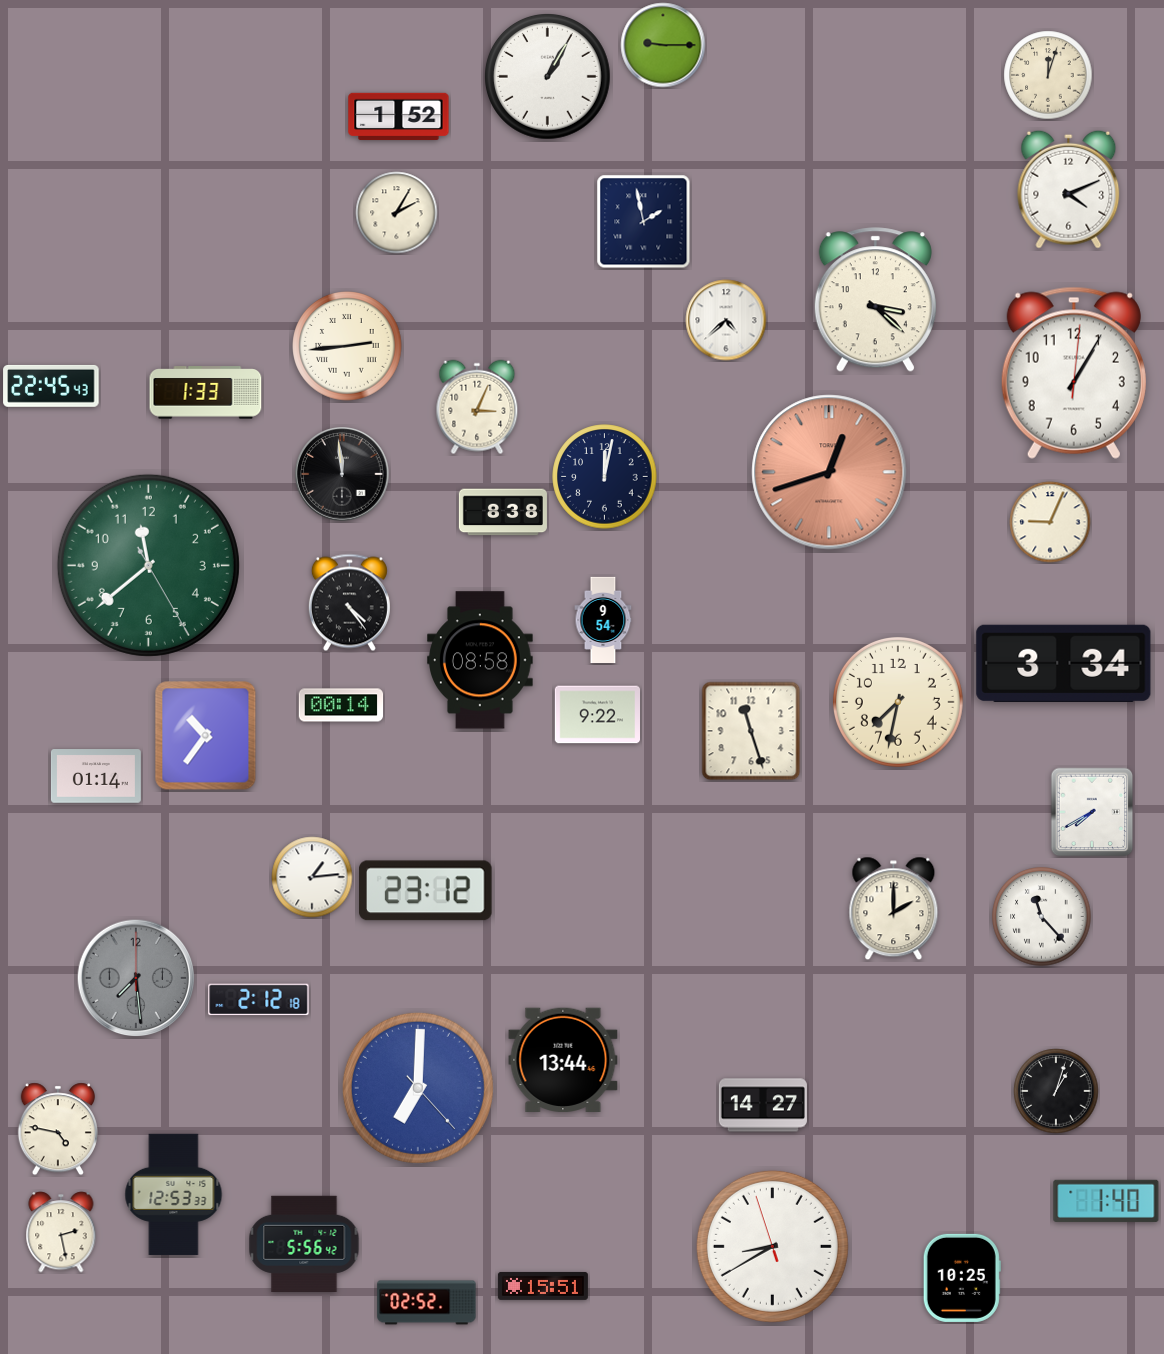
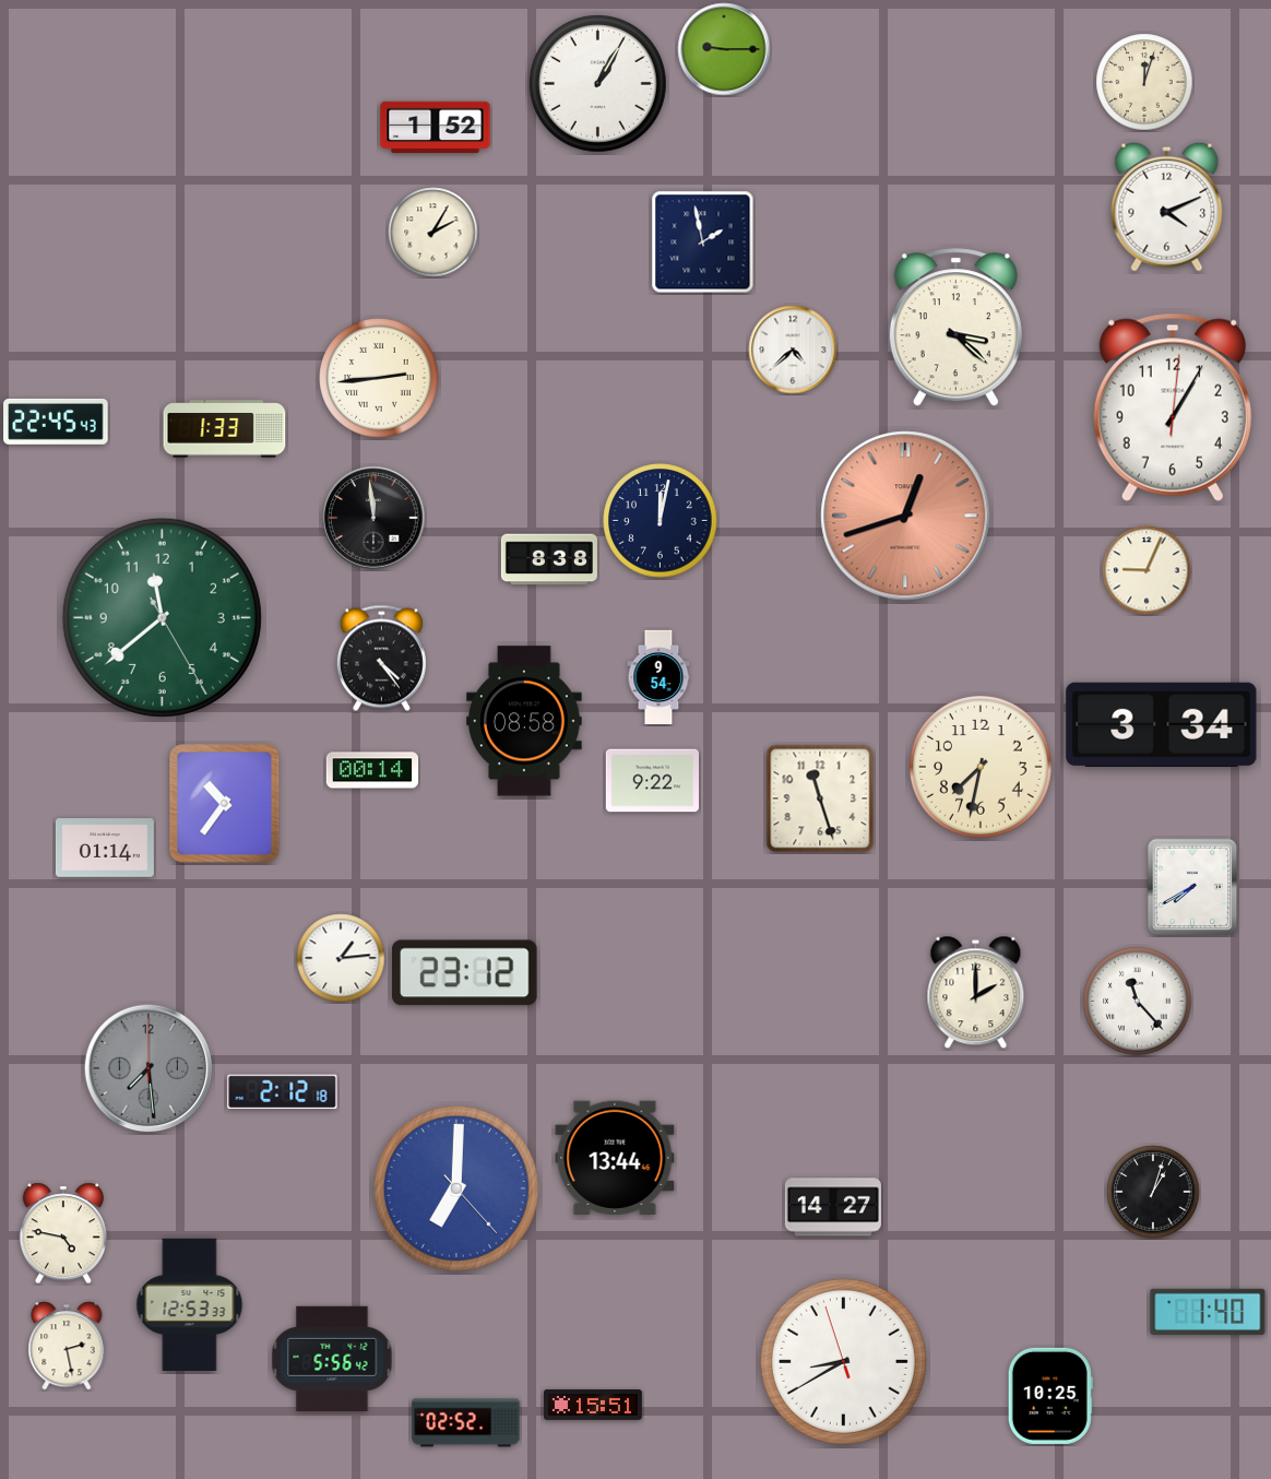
clock at (477, 407): 3:04 -> none
